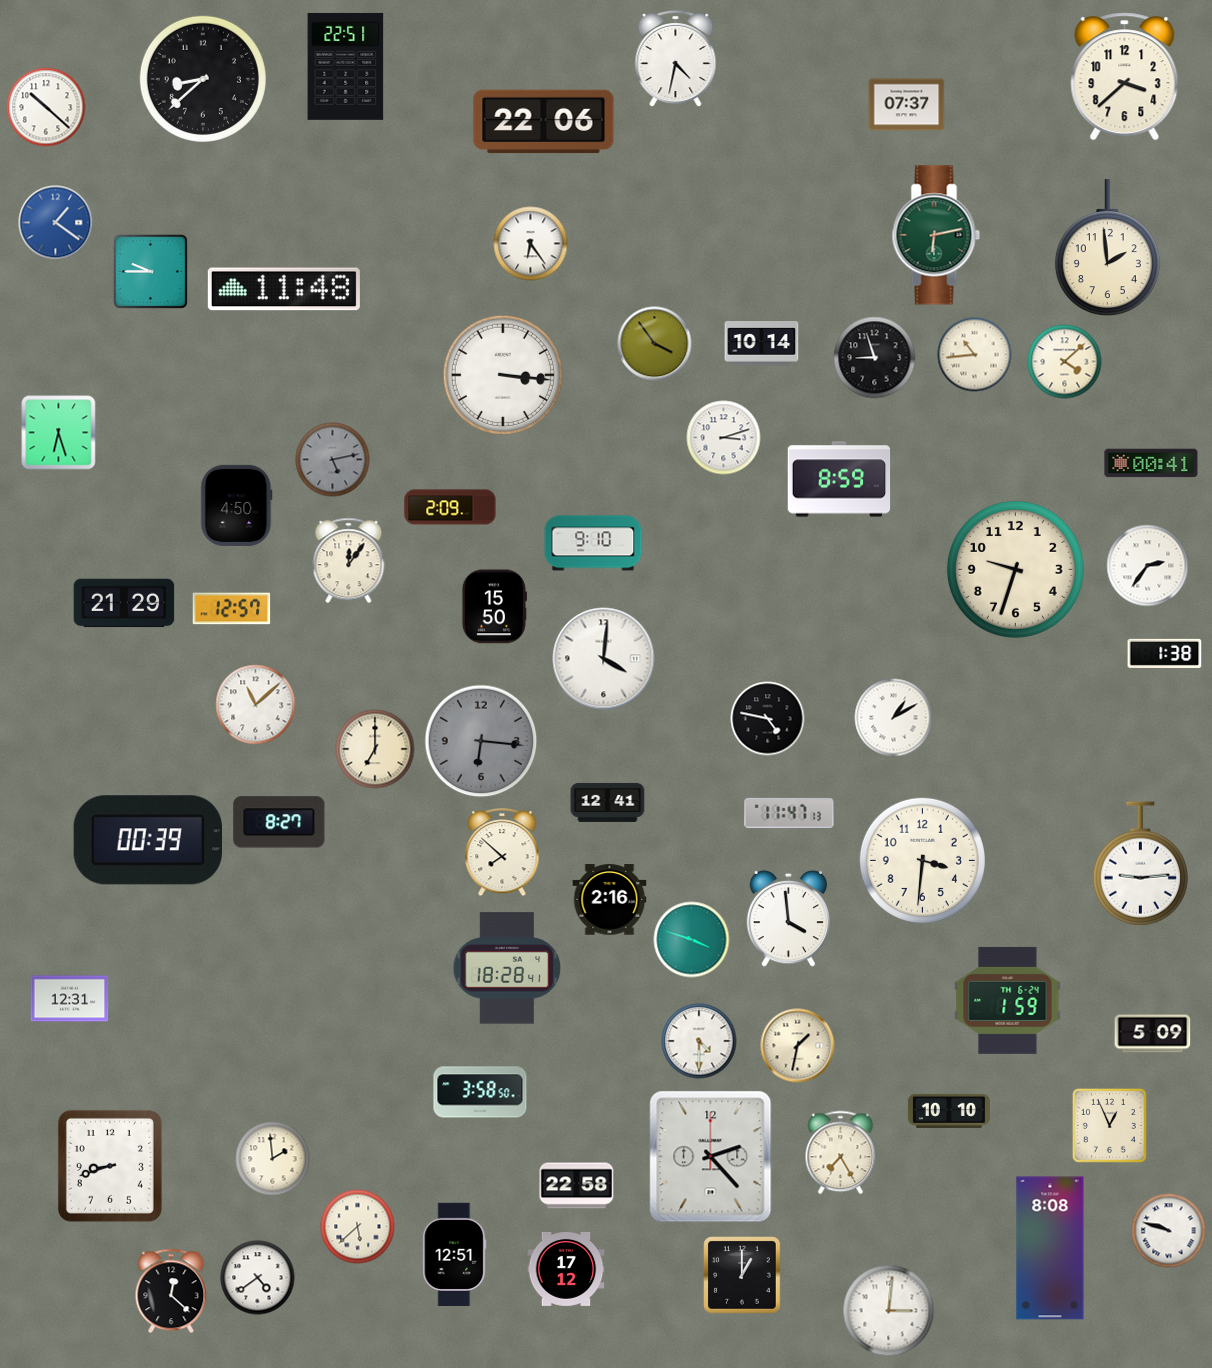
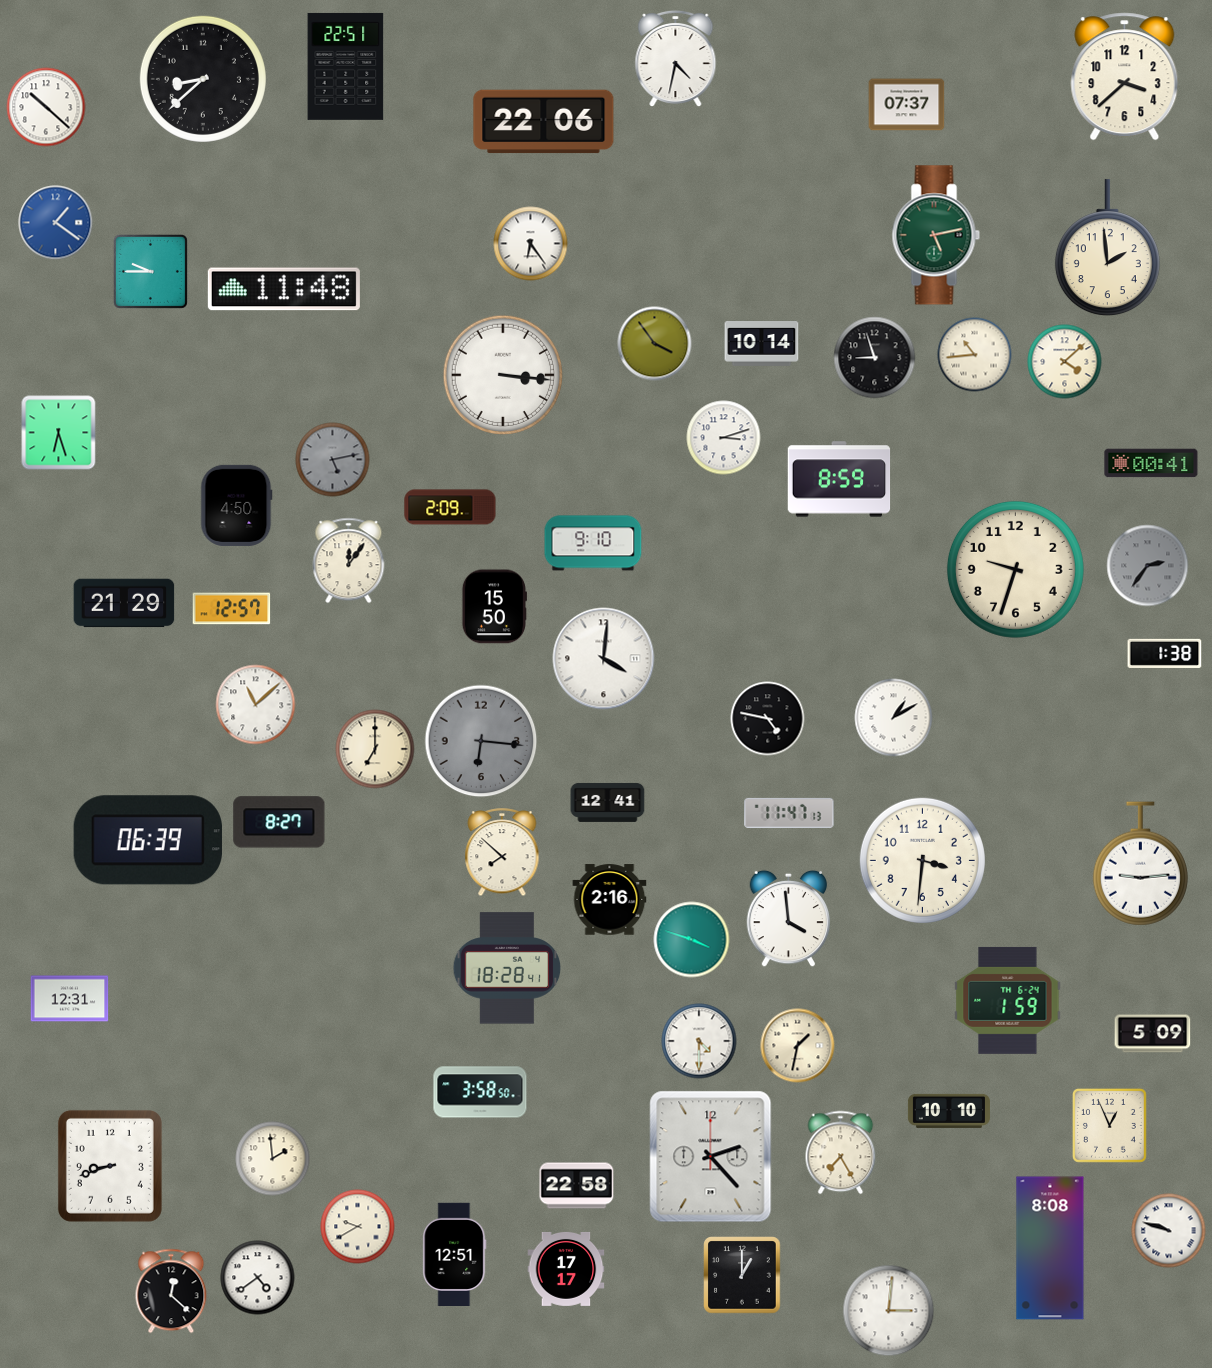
clock at (936, 235): 6:13 -> 5:13
clock at (1148, 566) dial: white -> grey
clock at (147, 840): 00:39 -> 06:39
clock at (358, 1227): 5:38 -> 9:40
clock at (566, 1269): 17:12 -> 17:17
